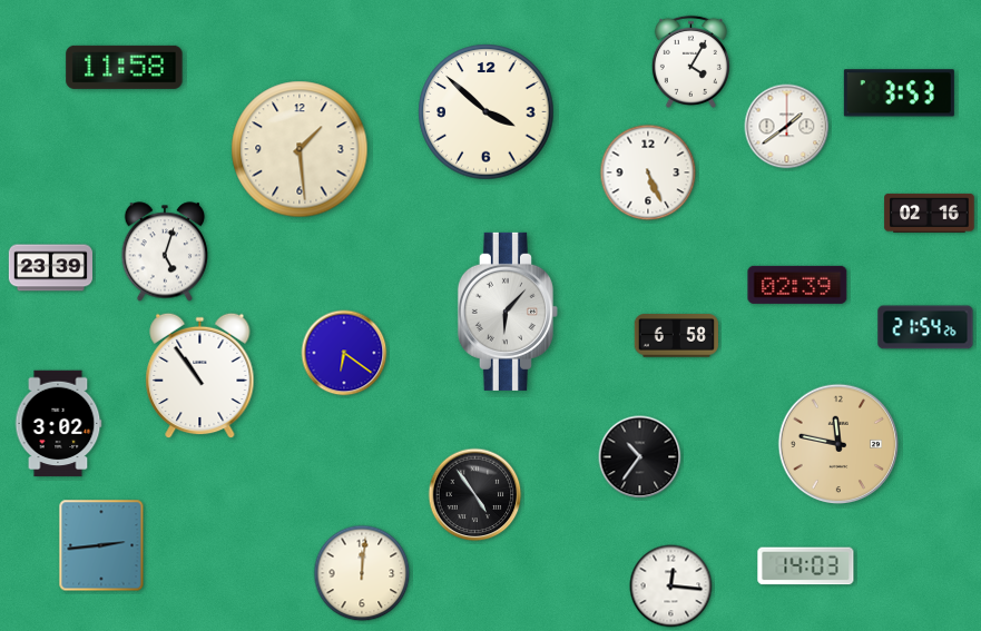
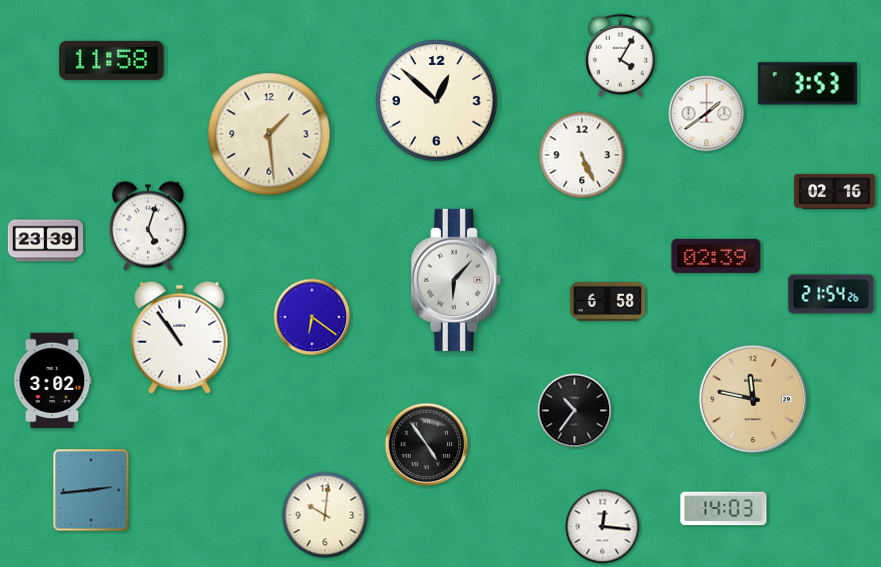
clock at (487, 112): 3:52 -> 12:52
clock at (344, 353) position: (344, 353) -> (312, 317)
clock at (362, 573): 12:01 -> 10:01
